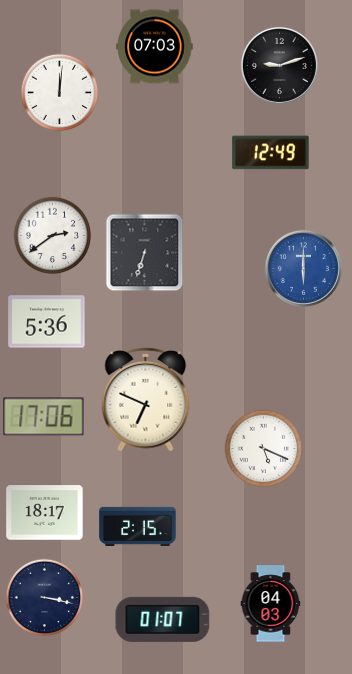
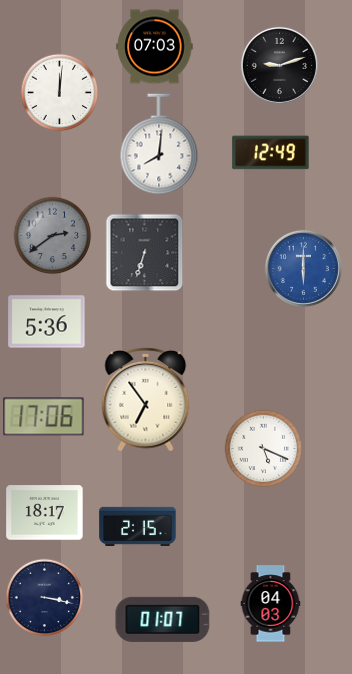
clock at (159, 144): none -> 8:01
clock at (52, 235) dial: white -> grey
clock at (146, 399): 6:49 -> 6:54
